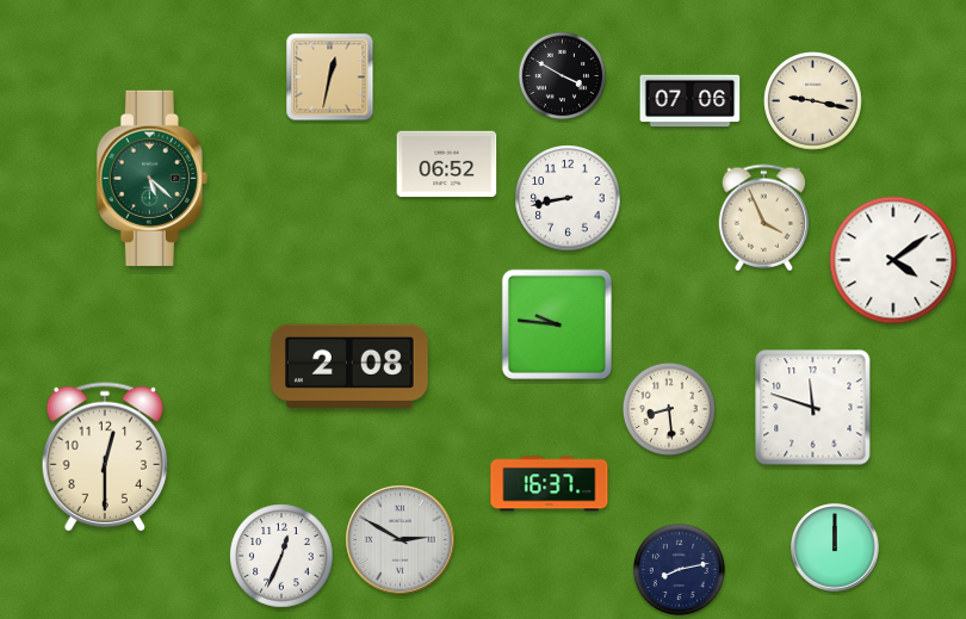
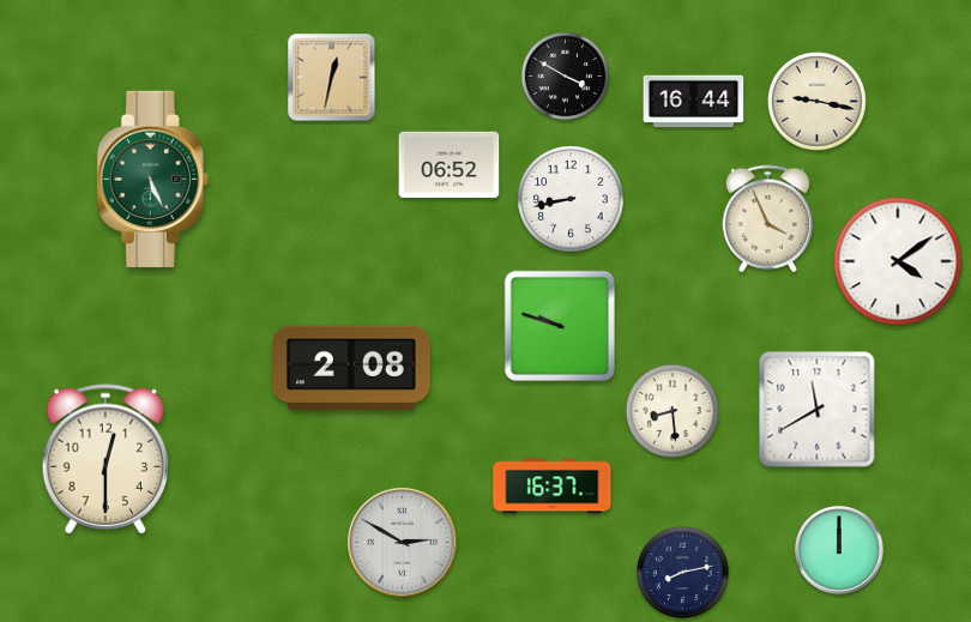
clock at (691, 101): 07:06 -> 16:44
clock at (151, 178): 5:22 -> 5:26
clock at (557, 324): 9:46 -> 9:48
clock at (813, 408): 11:48 -> 11:40
clock at (281, 556): 12:34 -> none
